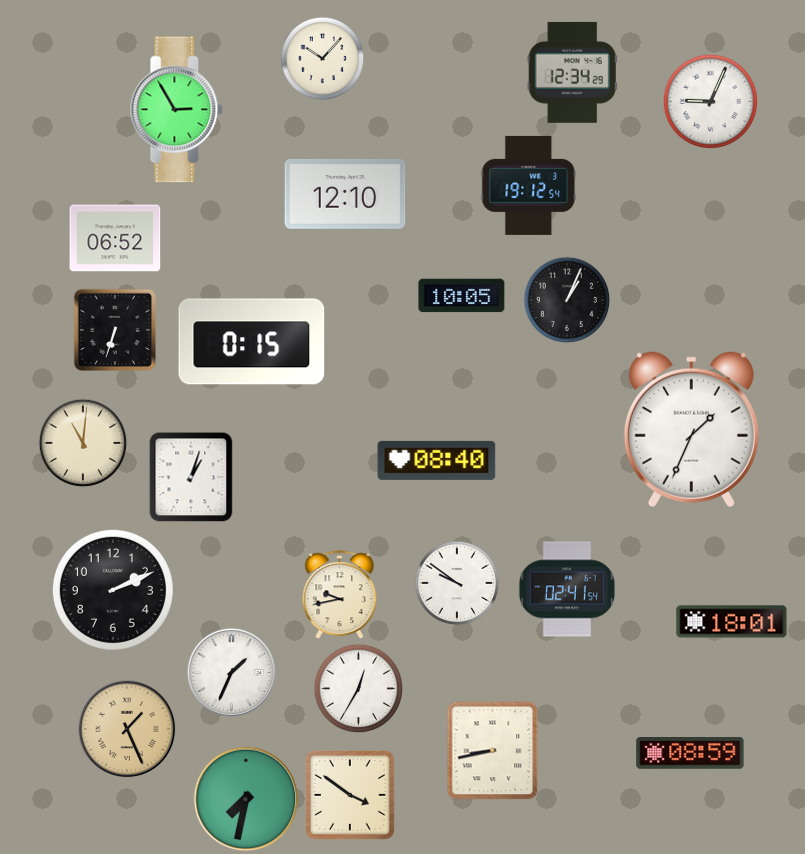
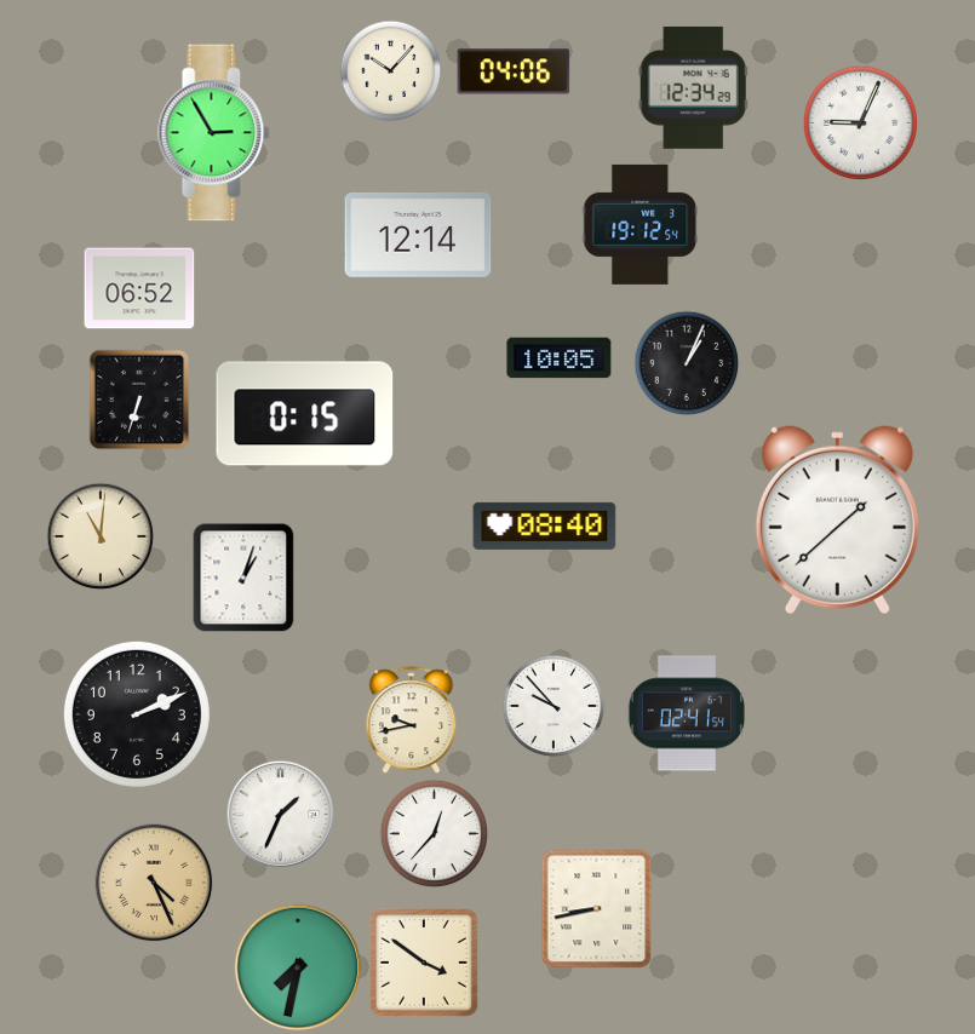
clock at (514, 71): none -> 04:06
clock at (345, 194): 12:10 -> 12:14
clock at (691, 430): 1:34 -> 1:38
clock at (437, 460) position: (437, 460) -> (545, 525)
clock at (191, 477) position: (191, 477) -> (243, 578)
clock at (457, 583): 9:51 -> 9:53
clock at (732, 622): 18:01 -> none
clock at (359, 689): 12:35 -> 12:37
clock at (127, 729): 1:26 -> 4:26
clock at (690, 753): 08:59 -> none
